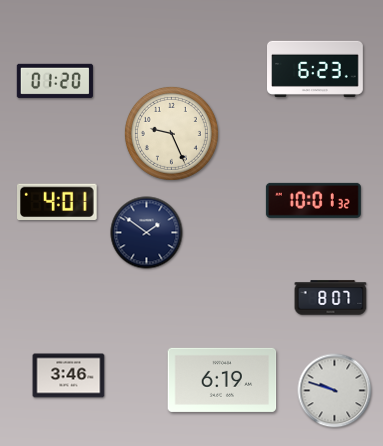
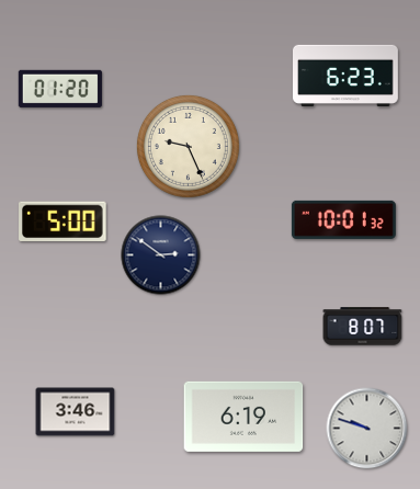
clock at (58, 202): 4:01 -> 5:00
clock at (147, 233): 1:51 -> 2:51
